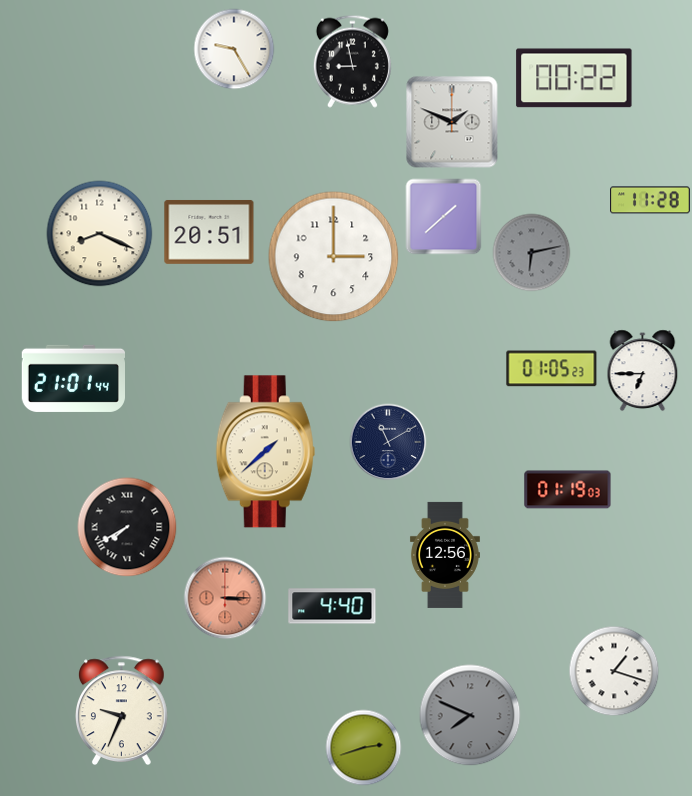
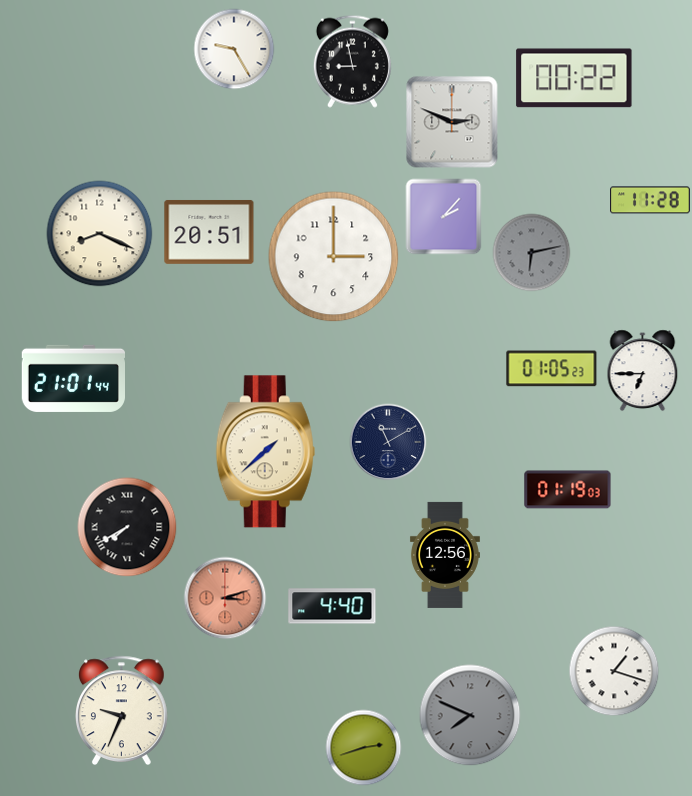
clock at (452, 122): 1:49 -> 2:49
clock at (444, 217): 1:38 -> 2:07
clock at (225, 598): 3:15 -> 3:12
